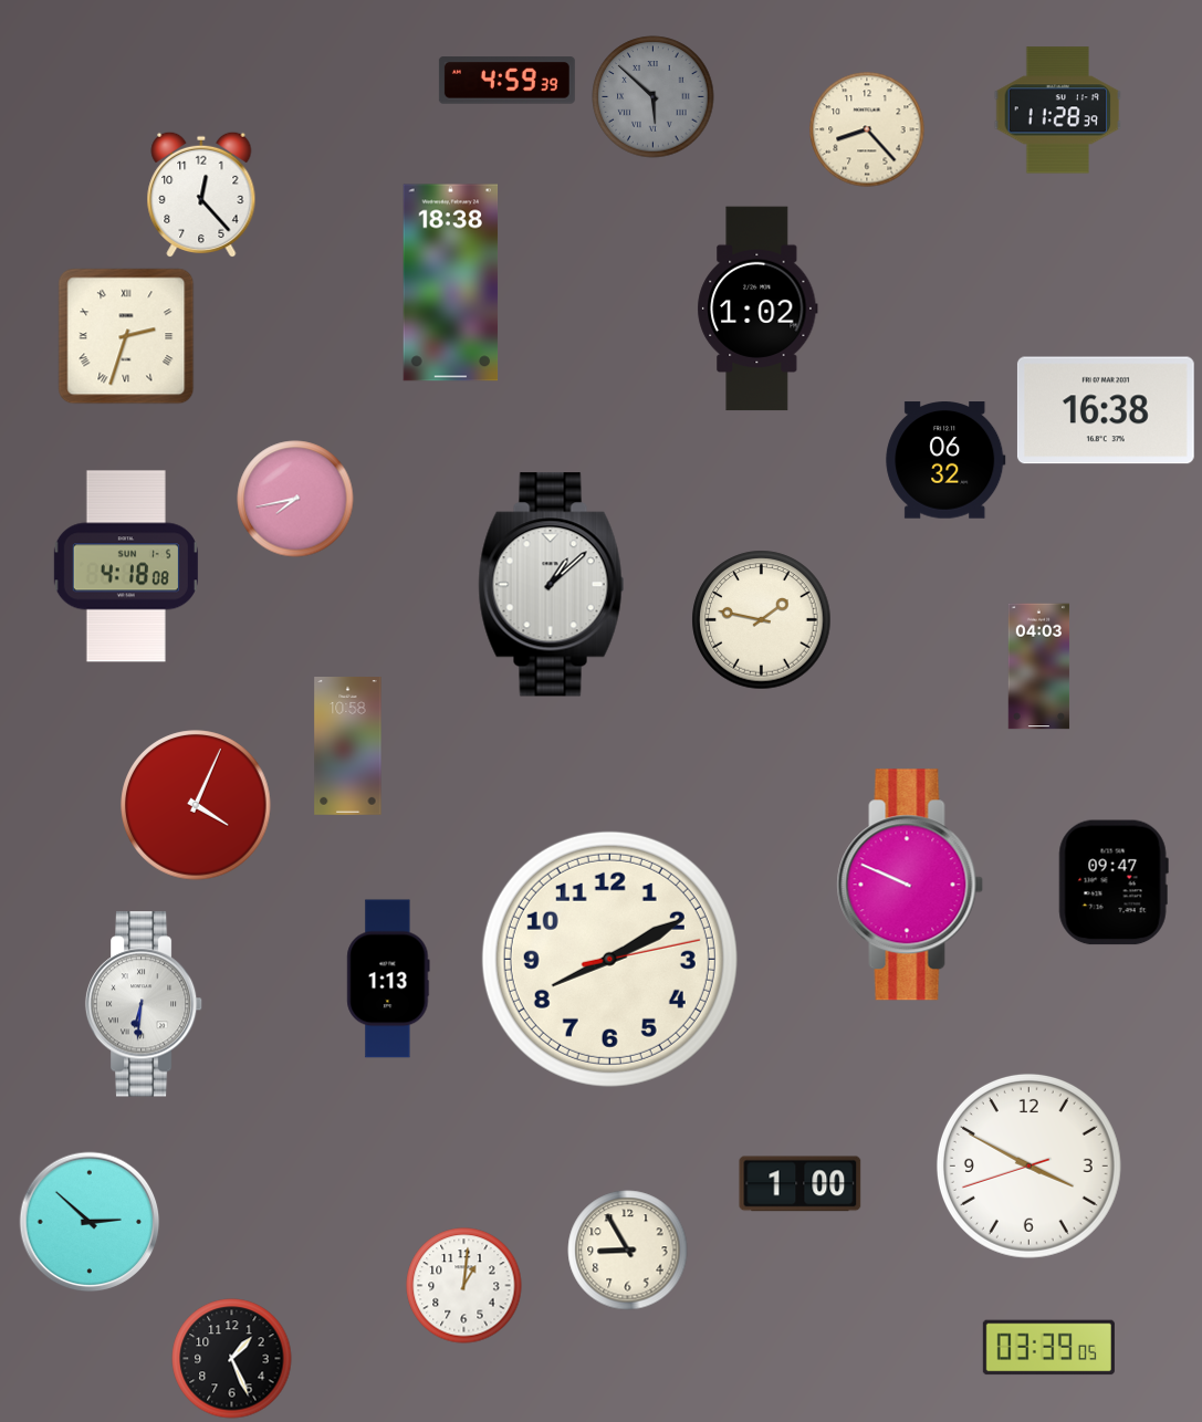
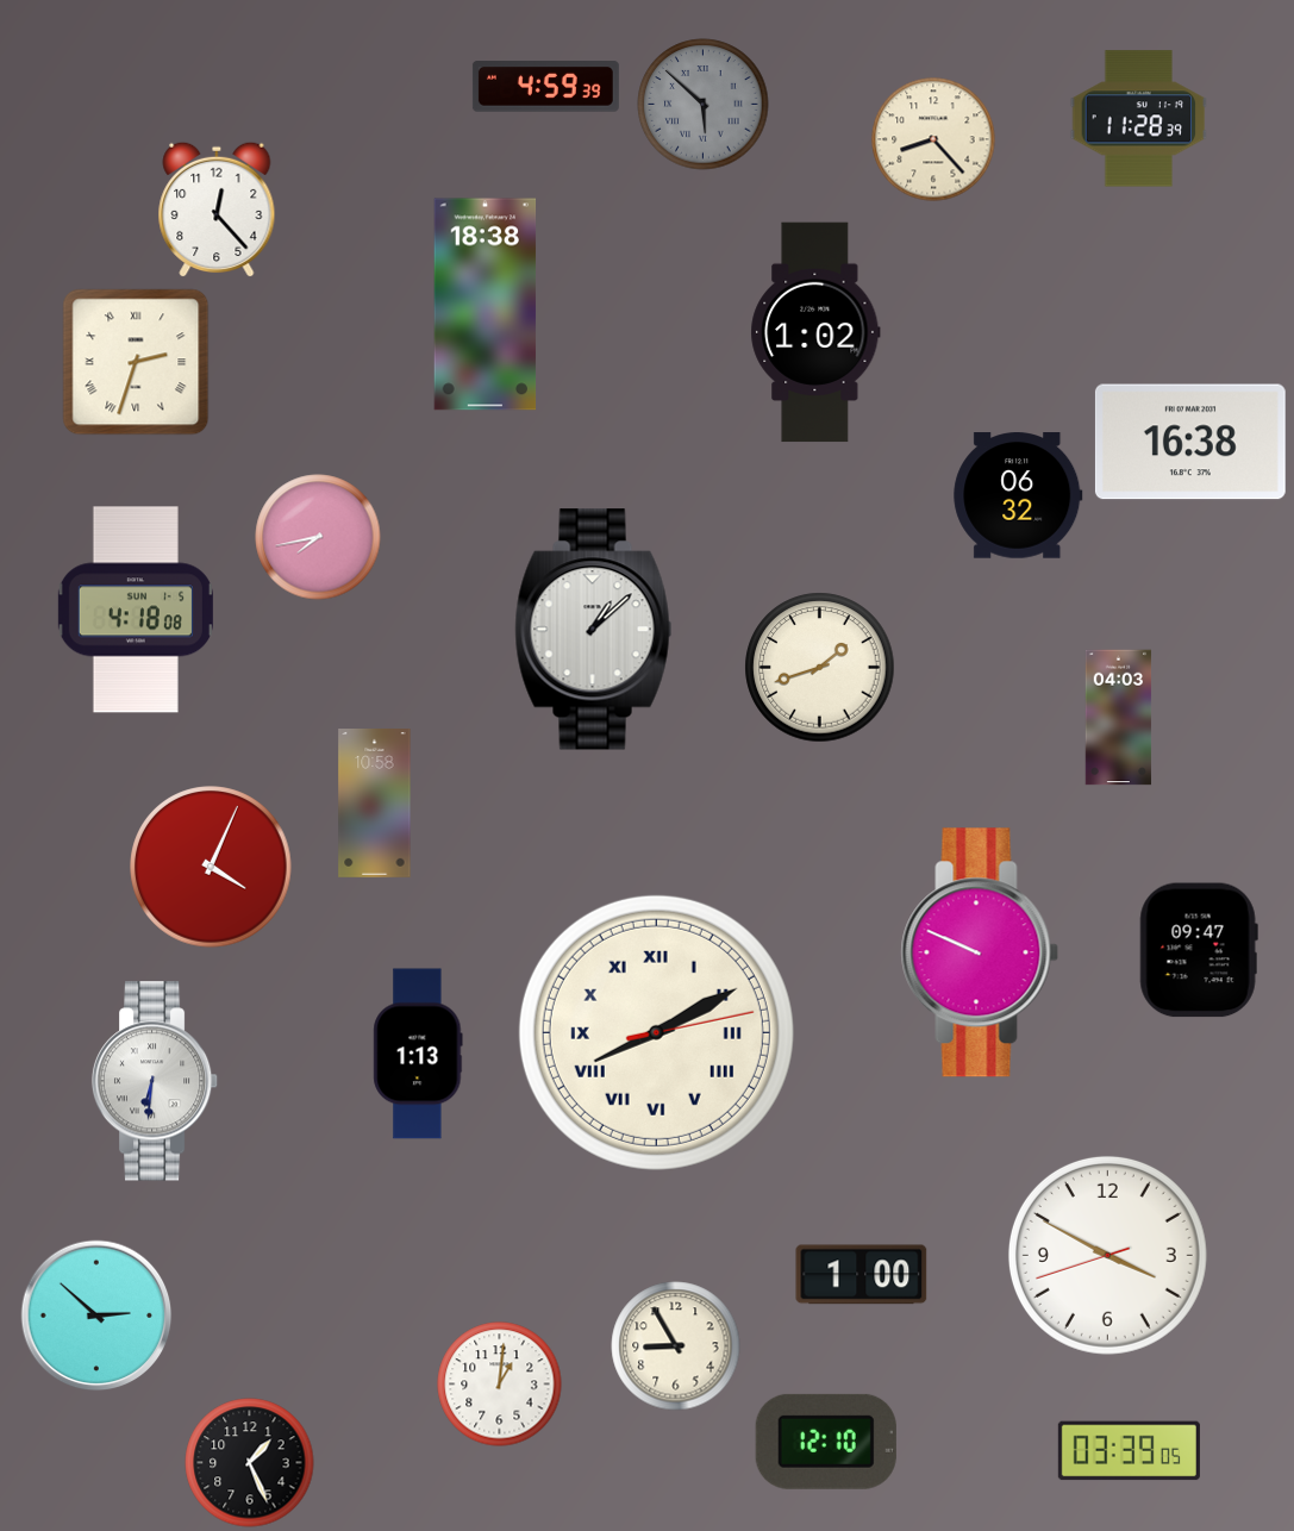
clock at (762, 620): 1:47 -> 1:42
clock at (609, 959) numerals: Arabic -> Roman
clock at (826, 1442): none -> 12:10
